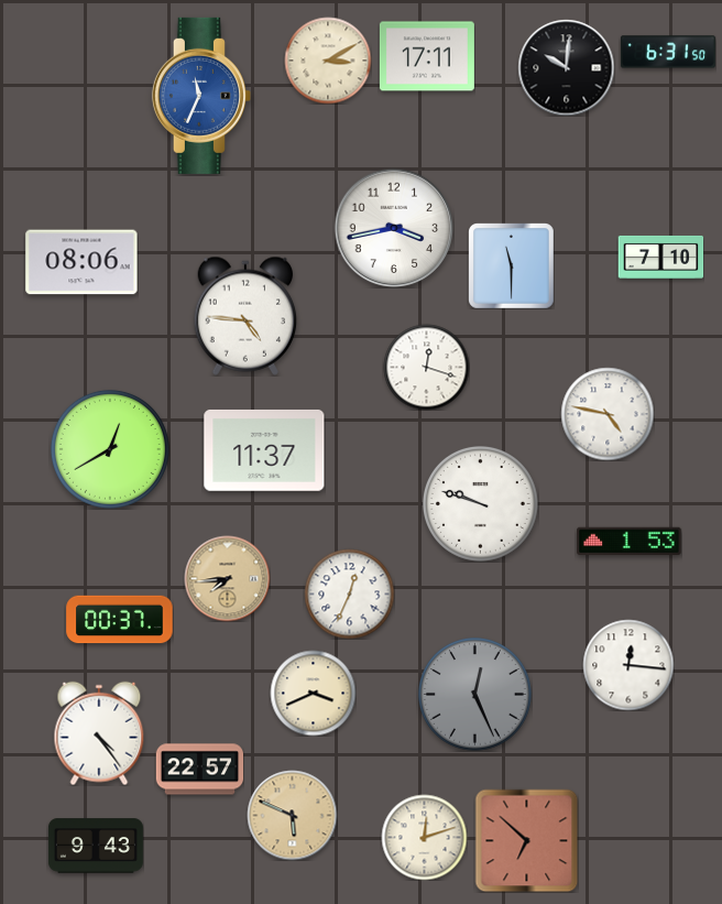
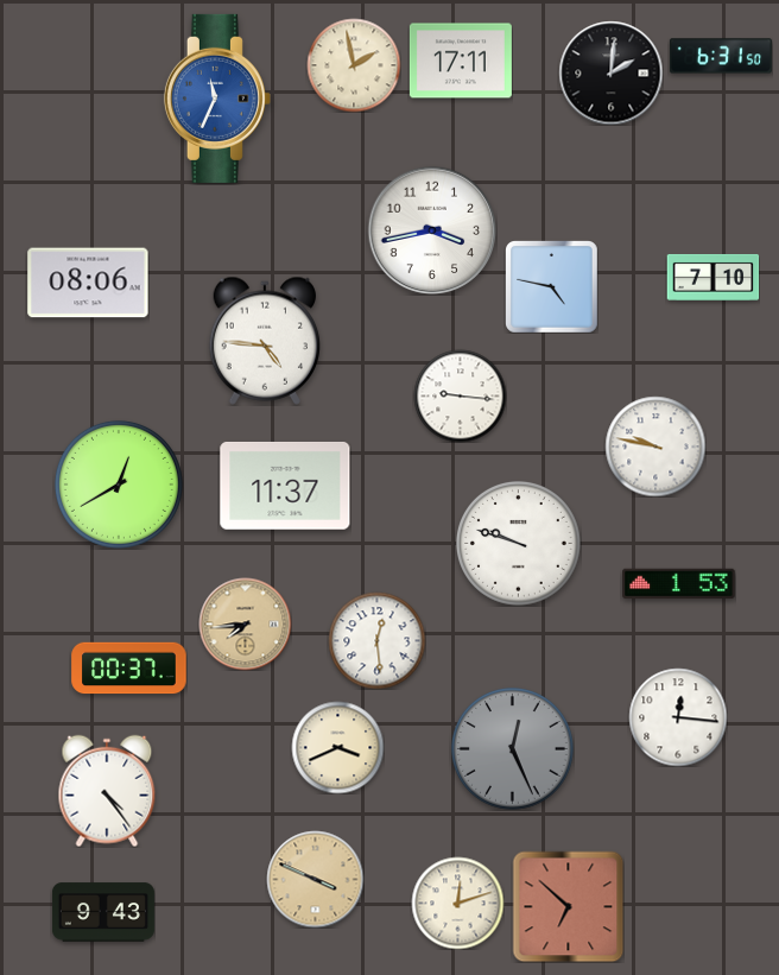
clock at (328, 61): 3:10 -> 1:58
clock at (566, 67): 10:01 -> 2:01
clock at (201, 96) position: (201, 96) -> (217, 99)
clock at (394, 228) position: (394, 228) -> (432, 230)
clock at (512, 266): 11:30 -> 4:47
clock at (426, 367): 12:18 -> 9:16
clock at (608, 414): 4:47 -> 9:47
clock at (349, 593): 12:34 -> 12:29
clock at (199, 770): 22:57 -> none
clock at (292, 815): 5:49 -> 3:49
